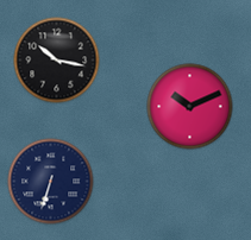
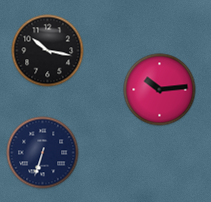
clock at (190, 107): 10:11 -> 10:14
